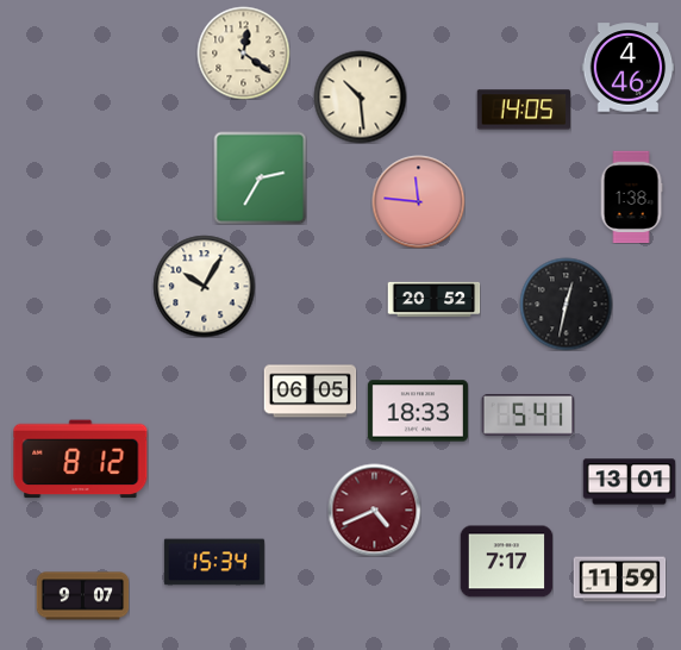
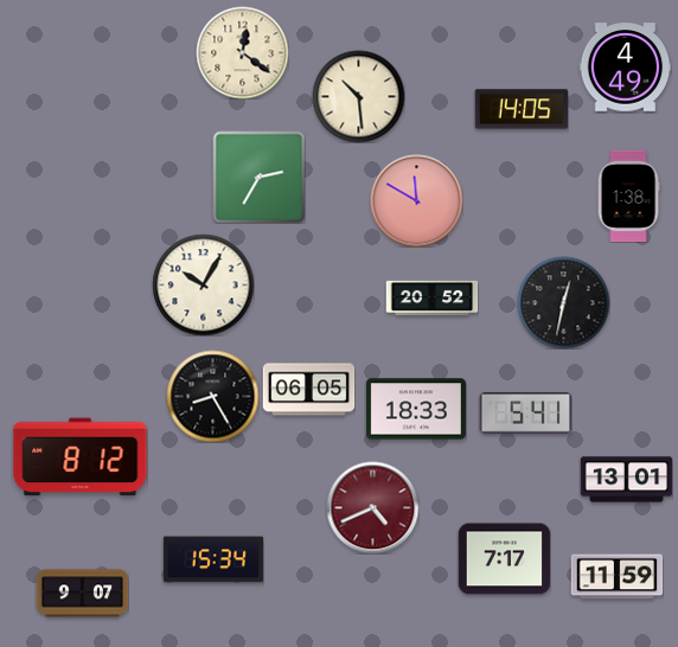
clock at (627, 68): 4:46 -> 4:49
clock at (418, 201): 11:46 -> 11:50
clock at (212, 396): none -> 8:25
